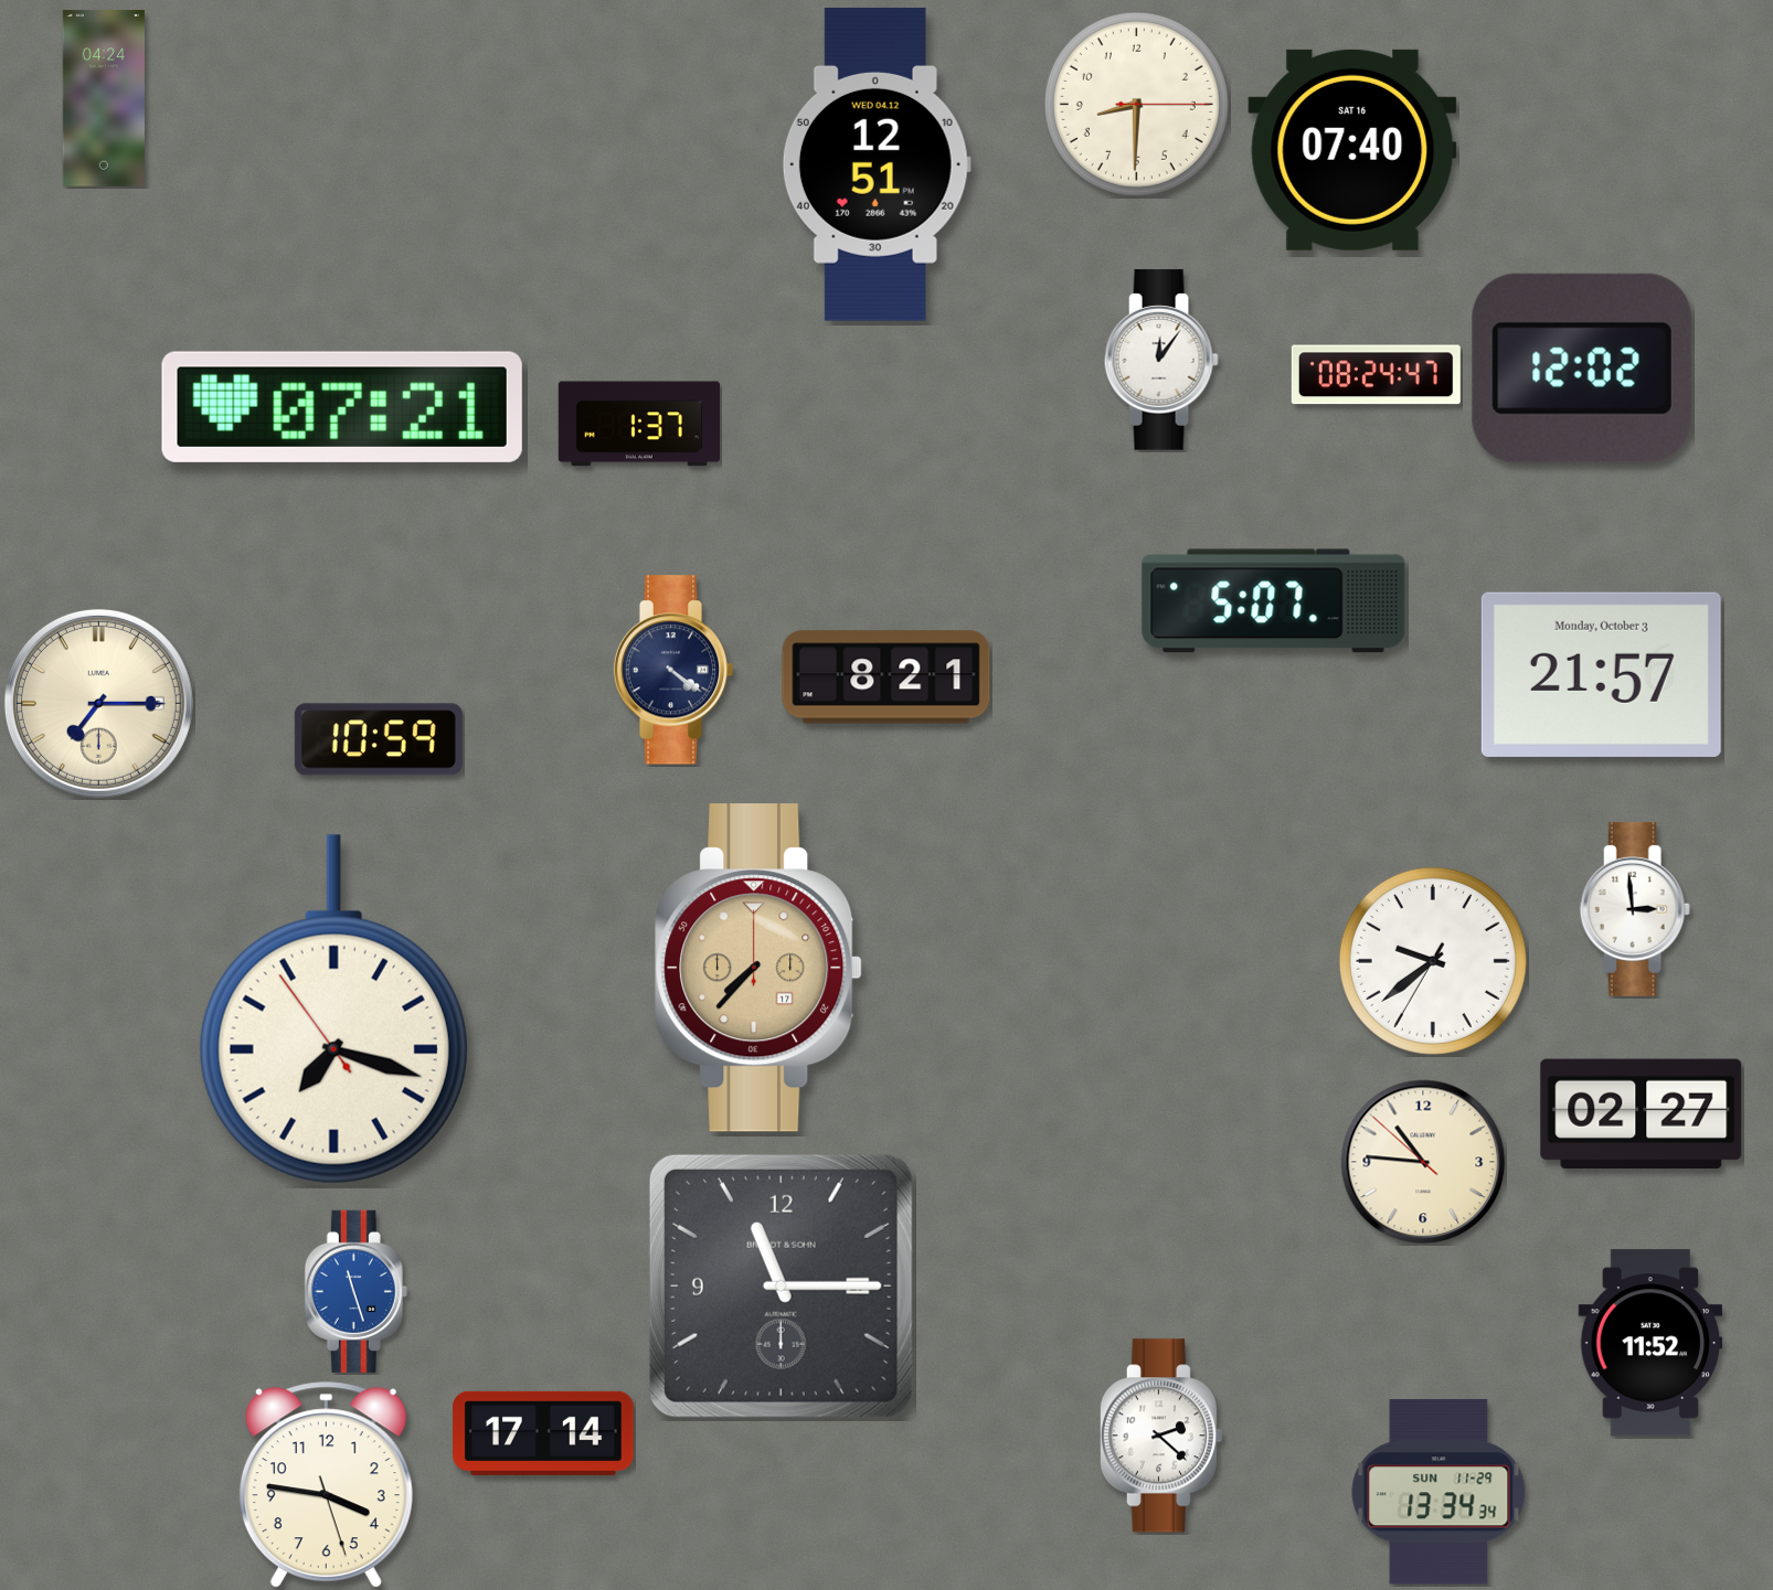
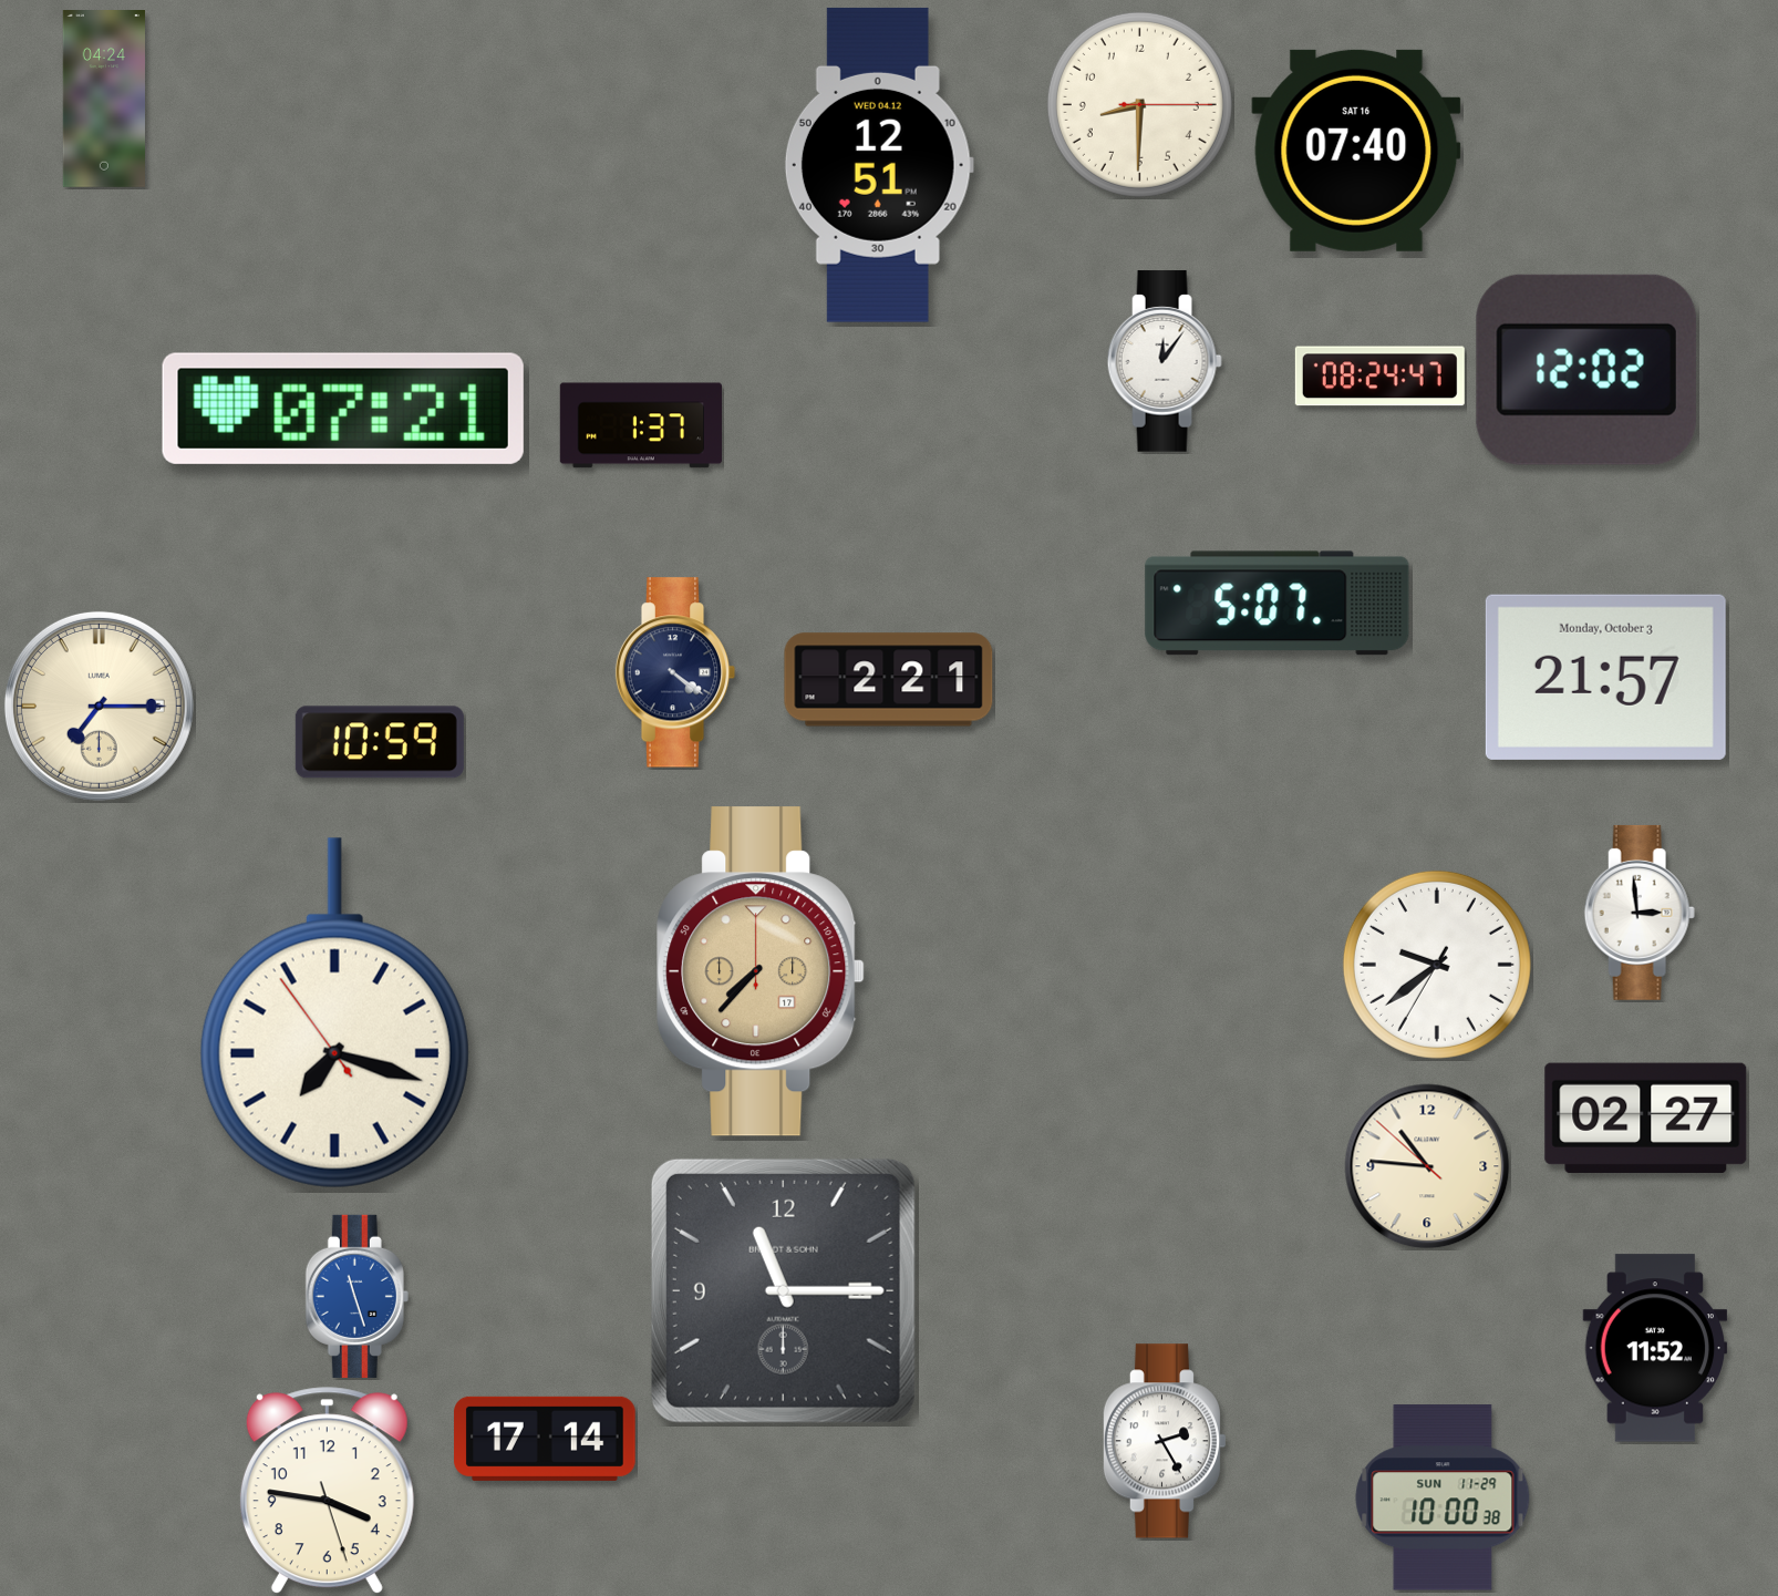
clock at (886, 677): 8:21 -> 2:21
clock at (1160, 1436): 2:22 -> 2:25
clock at (1438, 1492): 13:34 -> 10:00
